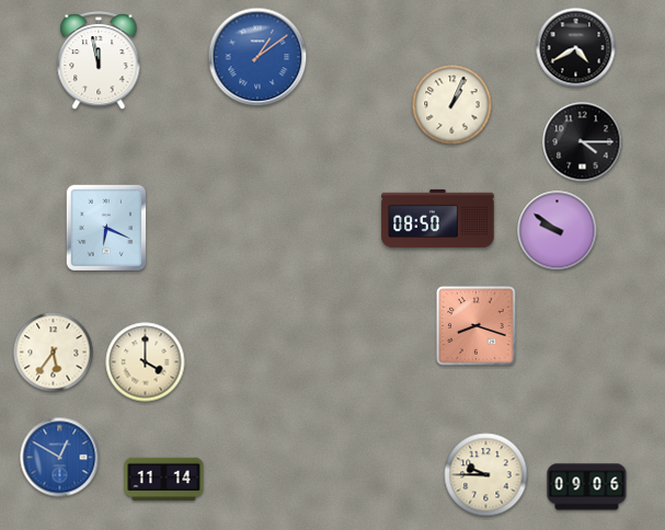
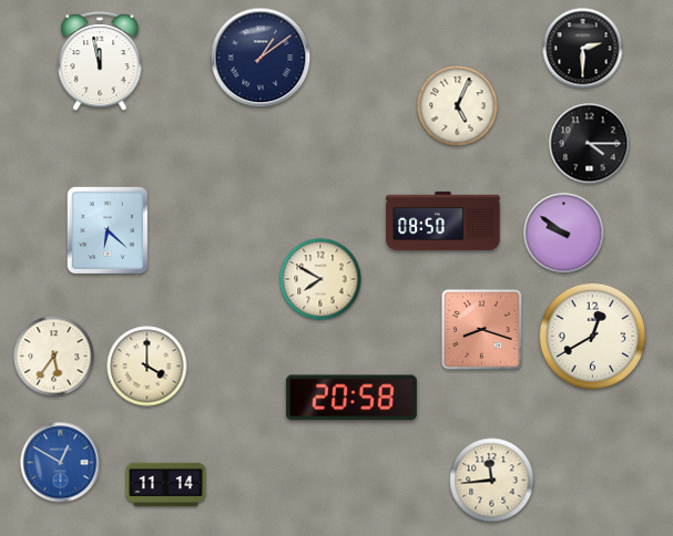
clock at (576, 48): 4:40 -> 2:30
clock at (257, 57) dial: blue -> navy
clock at (452, 105): 1:04 -> 5:04
clock at (105, 228): 6:19 -> 6:22
clock at (320, 279): none -> 7:50
clock at (593, 337): none -> 12:40
clock at (351, 398): none -> 20:58
clock at (486, 475): 9:45 -> 11:44
clock at (587, 487): 09:06 -> none
